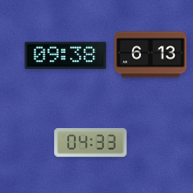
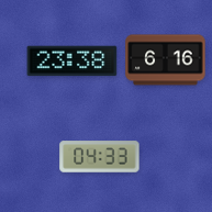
clock at (151, 55): 6:13 -> 6:16
clock at (66, 56): 09:38 -> 23:38
